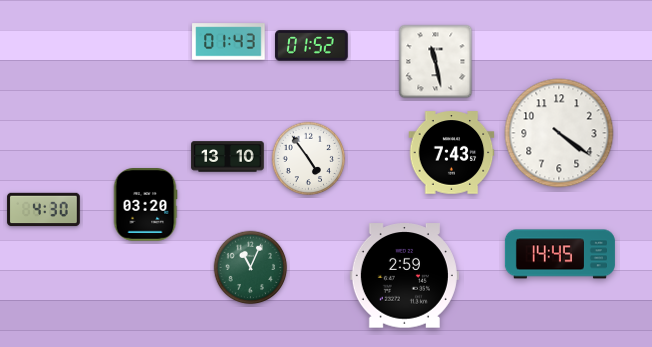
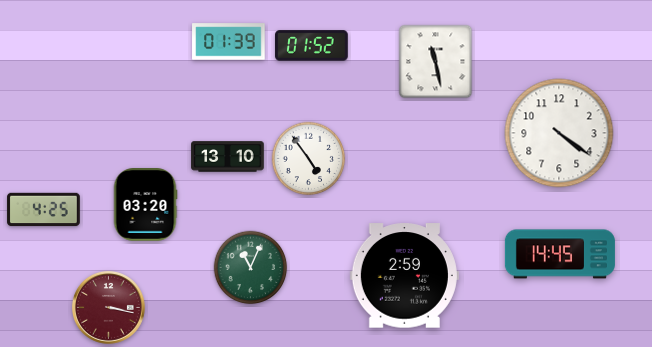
clock at (229, 42): 01:43 -> 01:39
clock at (452, 153): 7:43 -> none
clock at (44, 210): 4:30 -> 4:25
clock at (108, 307): none -> 3:17
